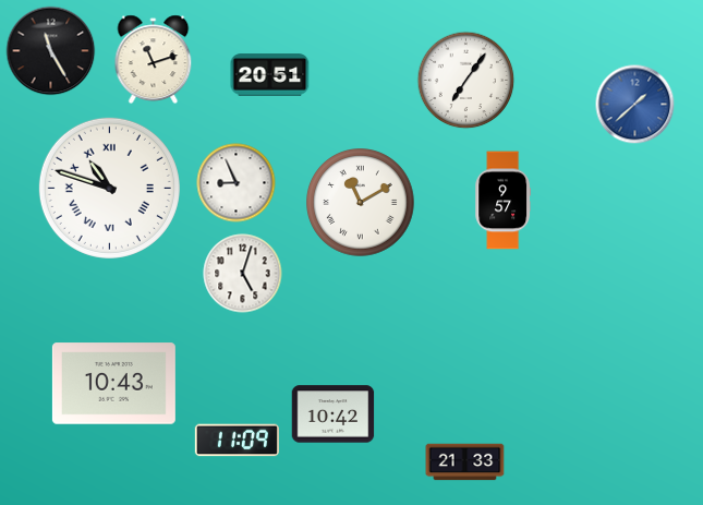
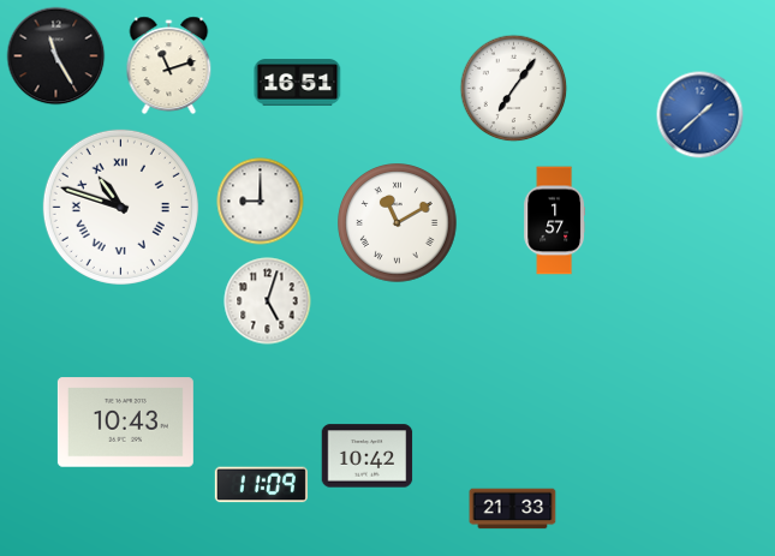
clock at (270, 75): 20:51 -> 16:51
clock at (237, 183): 8:56 -> 9:00
clock at (502, 201): 9:57 -> 1:57
